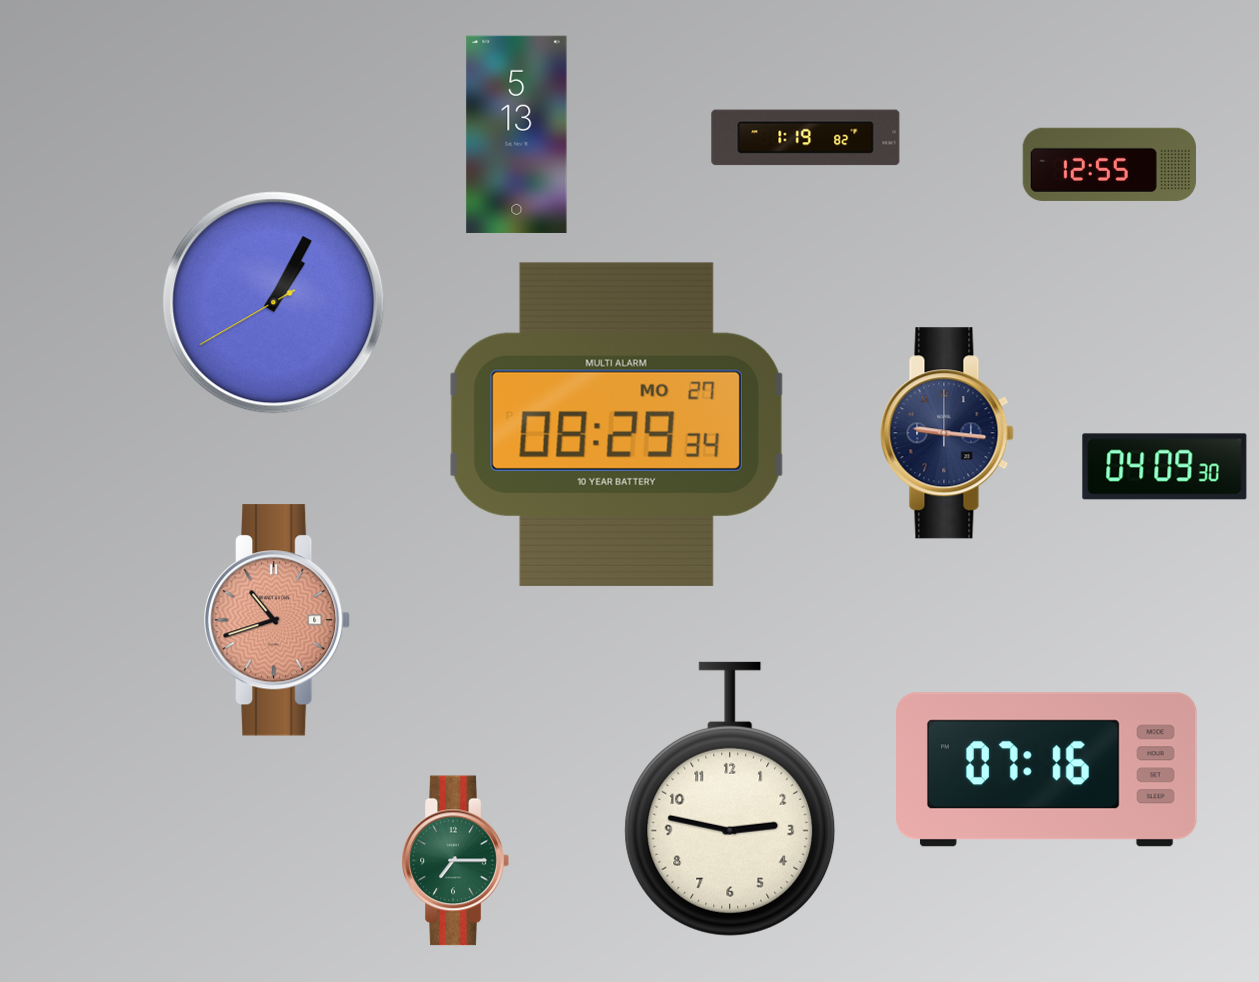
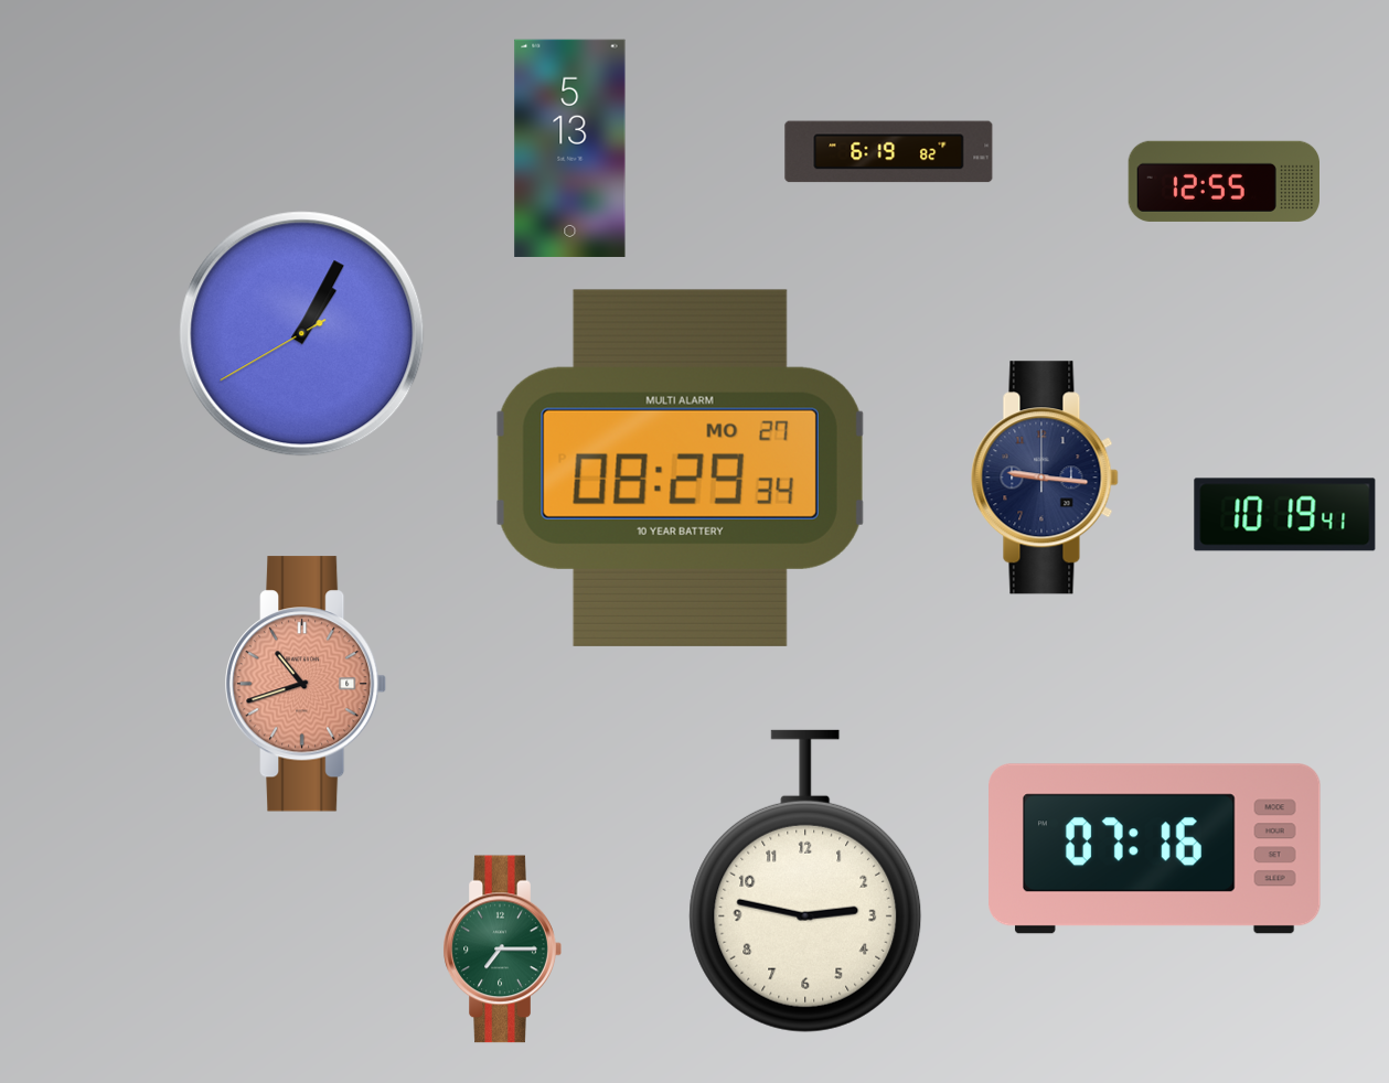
clock at (806, 138): 1:19 -> 6:19
clock at (1165, 467): 04:09 -> 10:19
